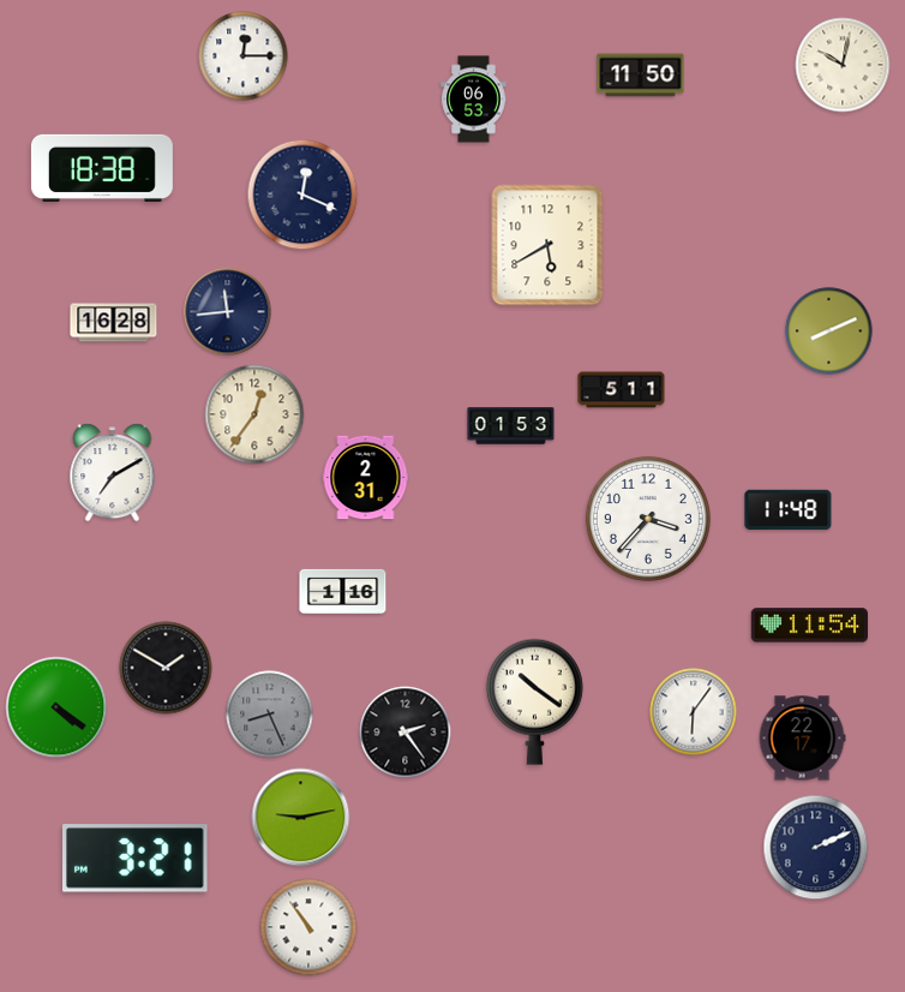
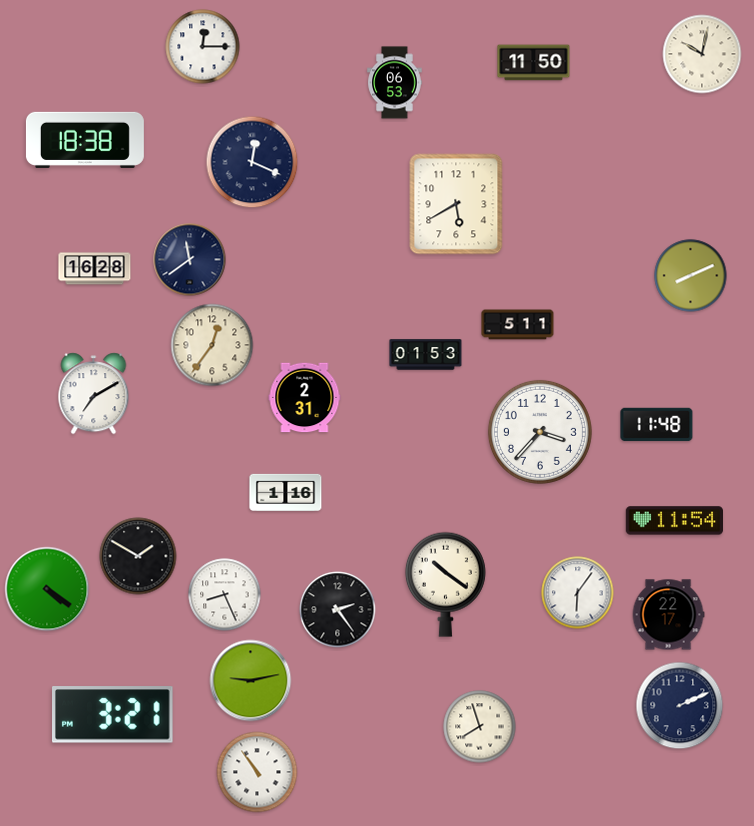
clock at (228, 312): 11:44 -> 11:39
clock at (270, 715) dial: grey -> white
clock at (480, 727): none -> 7:57
